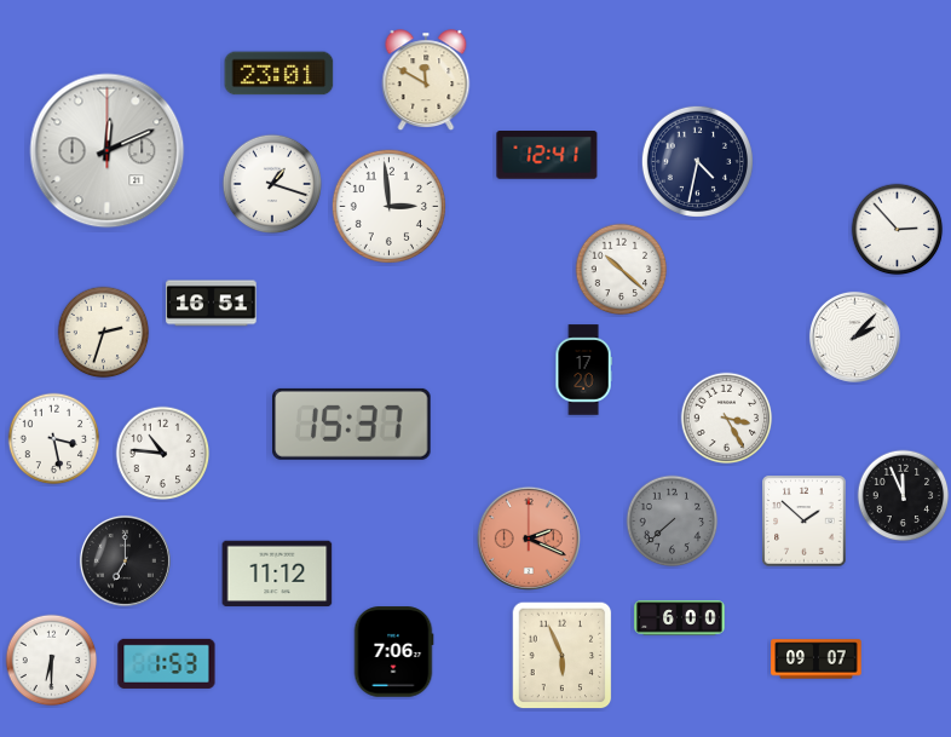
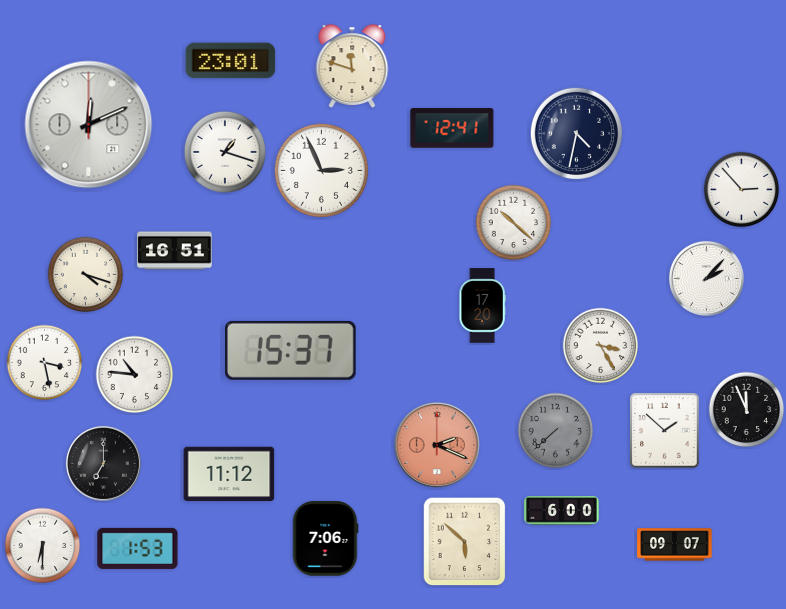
clock at (426, 80): 11:50 -> 11:48
clock at (388, 206): 2:59 -> 2:56
clock at (104, 333): 2:33 -> 4:18
clock at (563, 656): 5:56 -> 5:52
